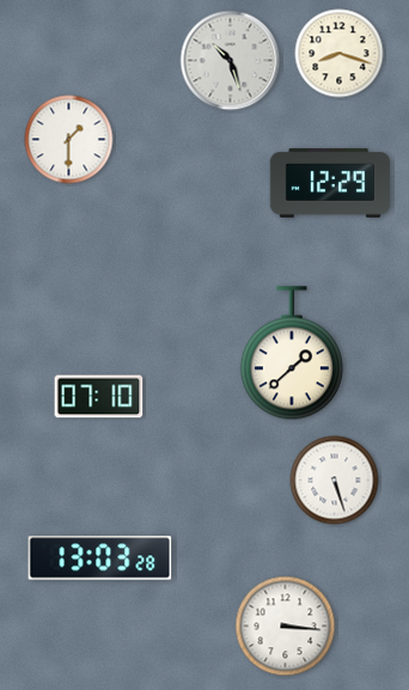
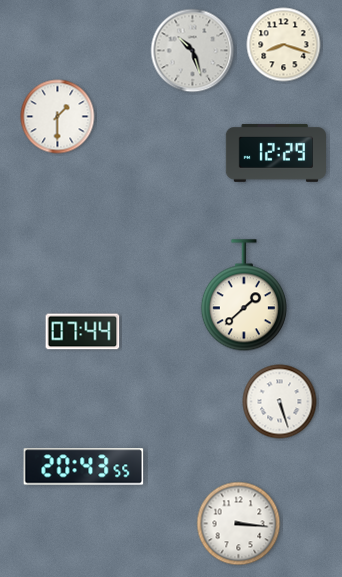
clock at (99, 397): 07:10 -> 07:44
clock at (100, 558): 13:03 -> 20:43
